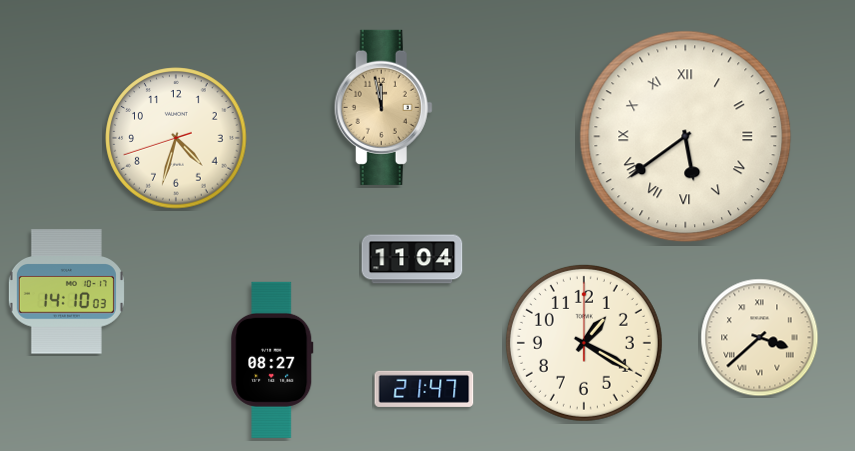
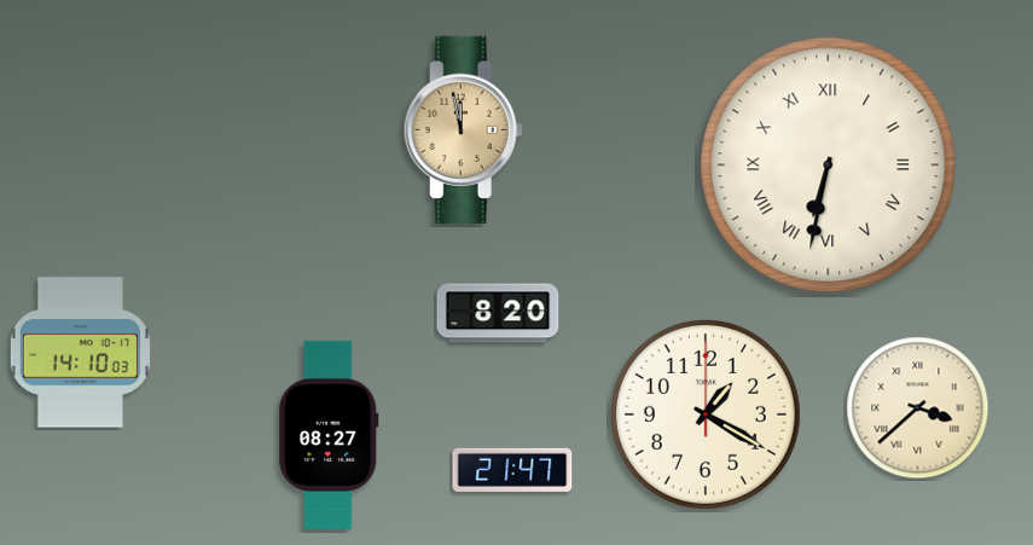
clock at (686, 137): 5:39 -> 6:32
clock at (176, 138): 4:32 -> none
clock at (412, 259): 11:04 -> 8:20
